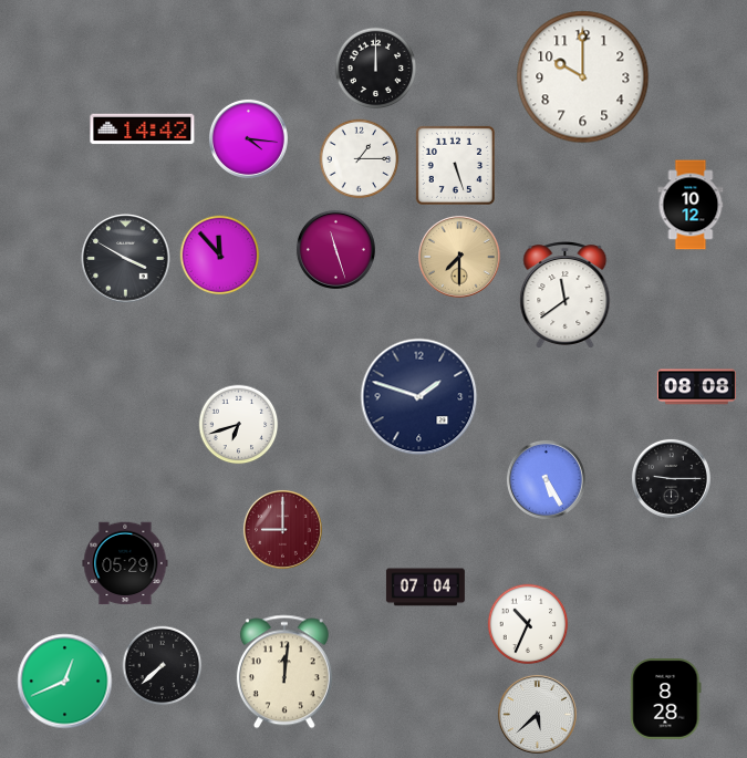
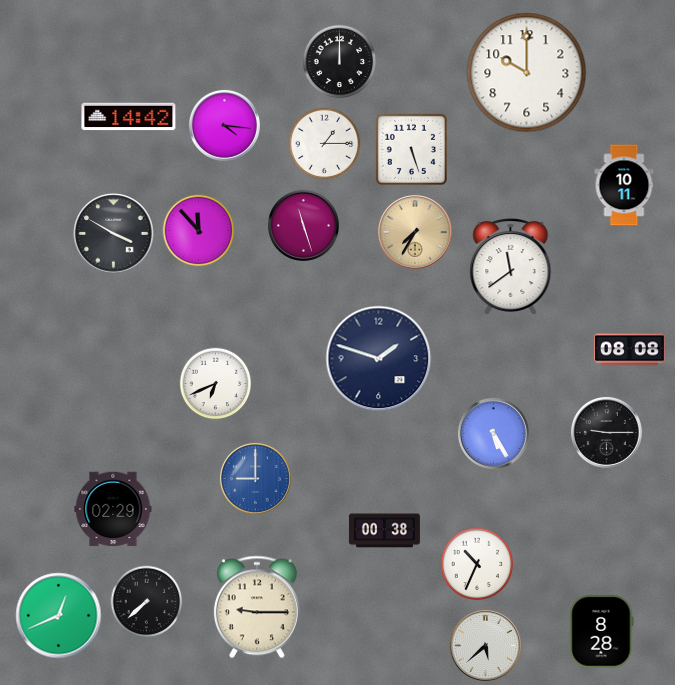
clock at (583, 77) position: (583, 77) -> (527, 73)
clock at (691, 205): 10:12 -> 10:11
clock at (460, 258): 7:30 -> 7:35
clock at (239, 425): 6:42 -> 6:41
clock at (282, 529) dial: burgundy -> blue
clock at (125, 563): 05:29 -> 02:29
clock at (425, 588): 07:04 -> 00:38
clock at (284, 672): 12:01 -> 9:15
